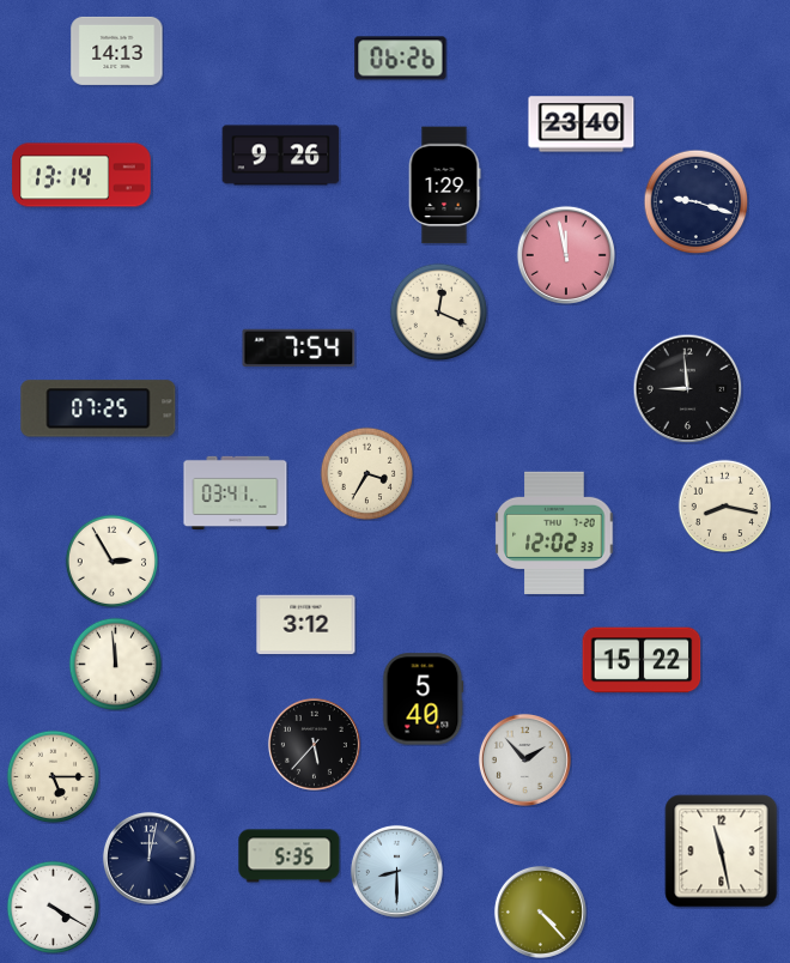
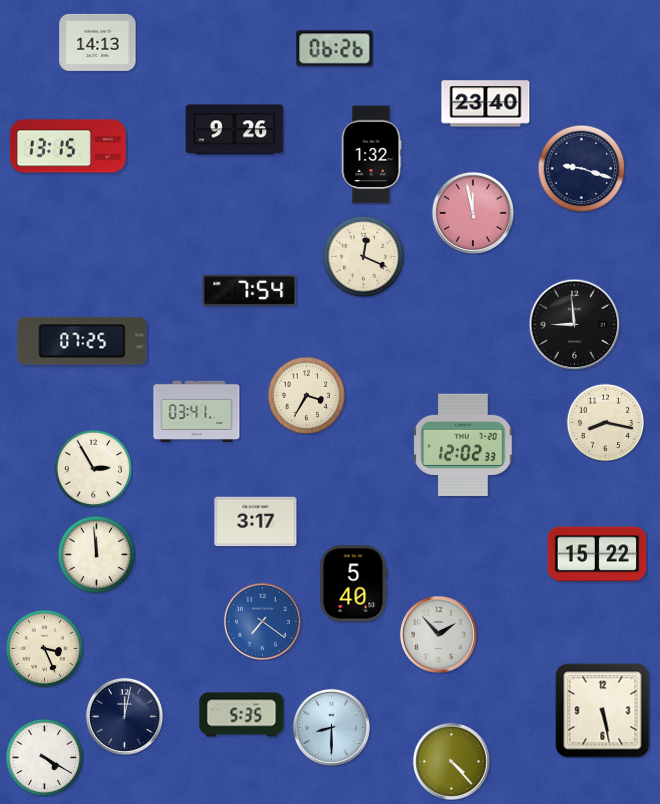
clock at (81, 175): 13:14 -> 13:15
clock at (444, 186): 1:29 -> 1:32
clock at (438, 311) position: (438, 311) -> (363, 256)
clock at (306, 625): 3:12 -> 3:17
clock at (642, 660) position: (642, 660) -> (597, 554)
clock at (314, 744): 5:37 -> 7:21
clock at (314, 744) dial: black -> blue
clock at (53, 776): 5:15 -> 3:26
clock at (722, 852): 11:28 -> 5:28
